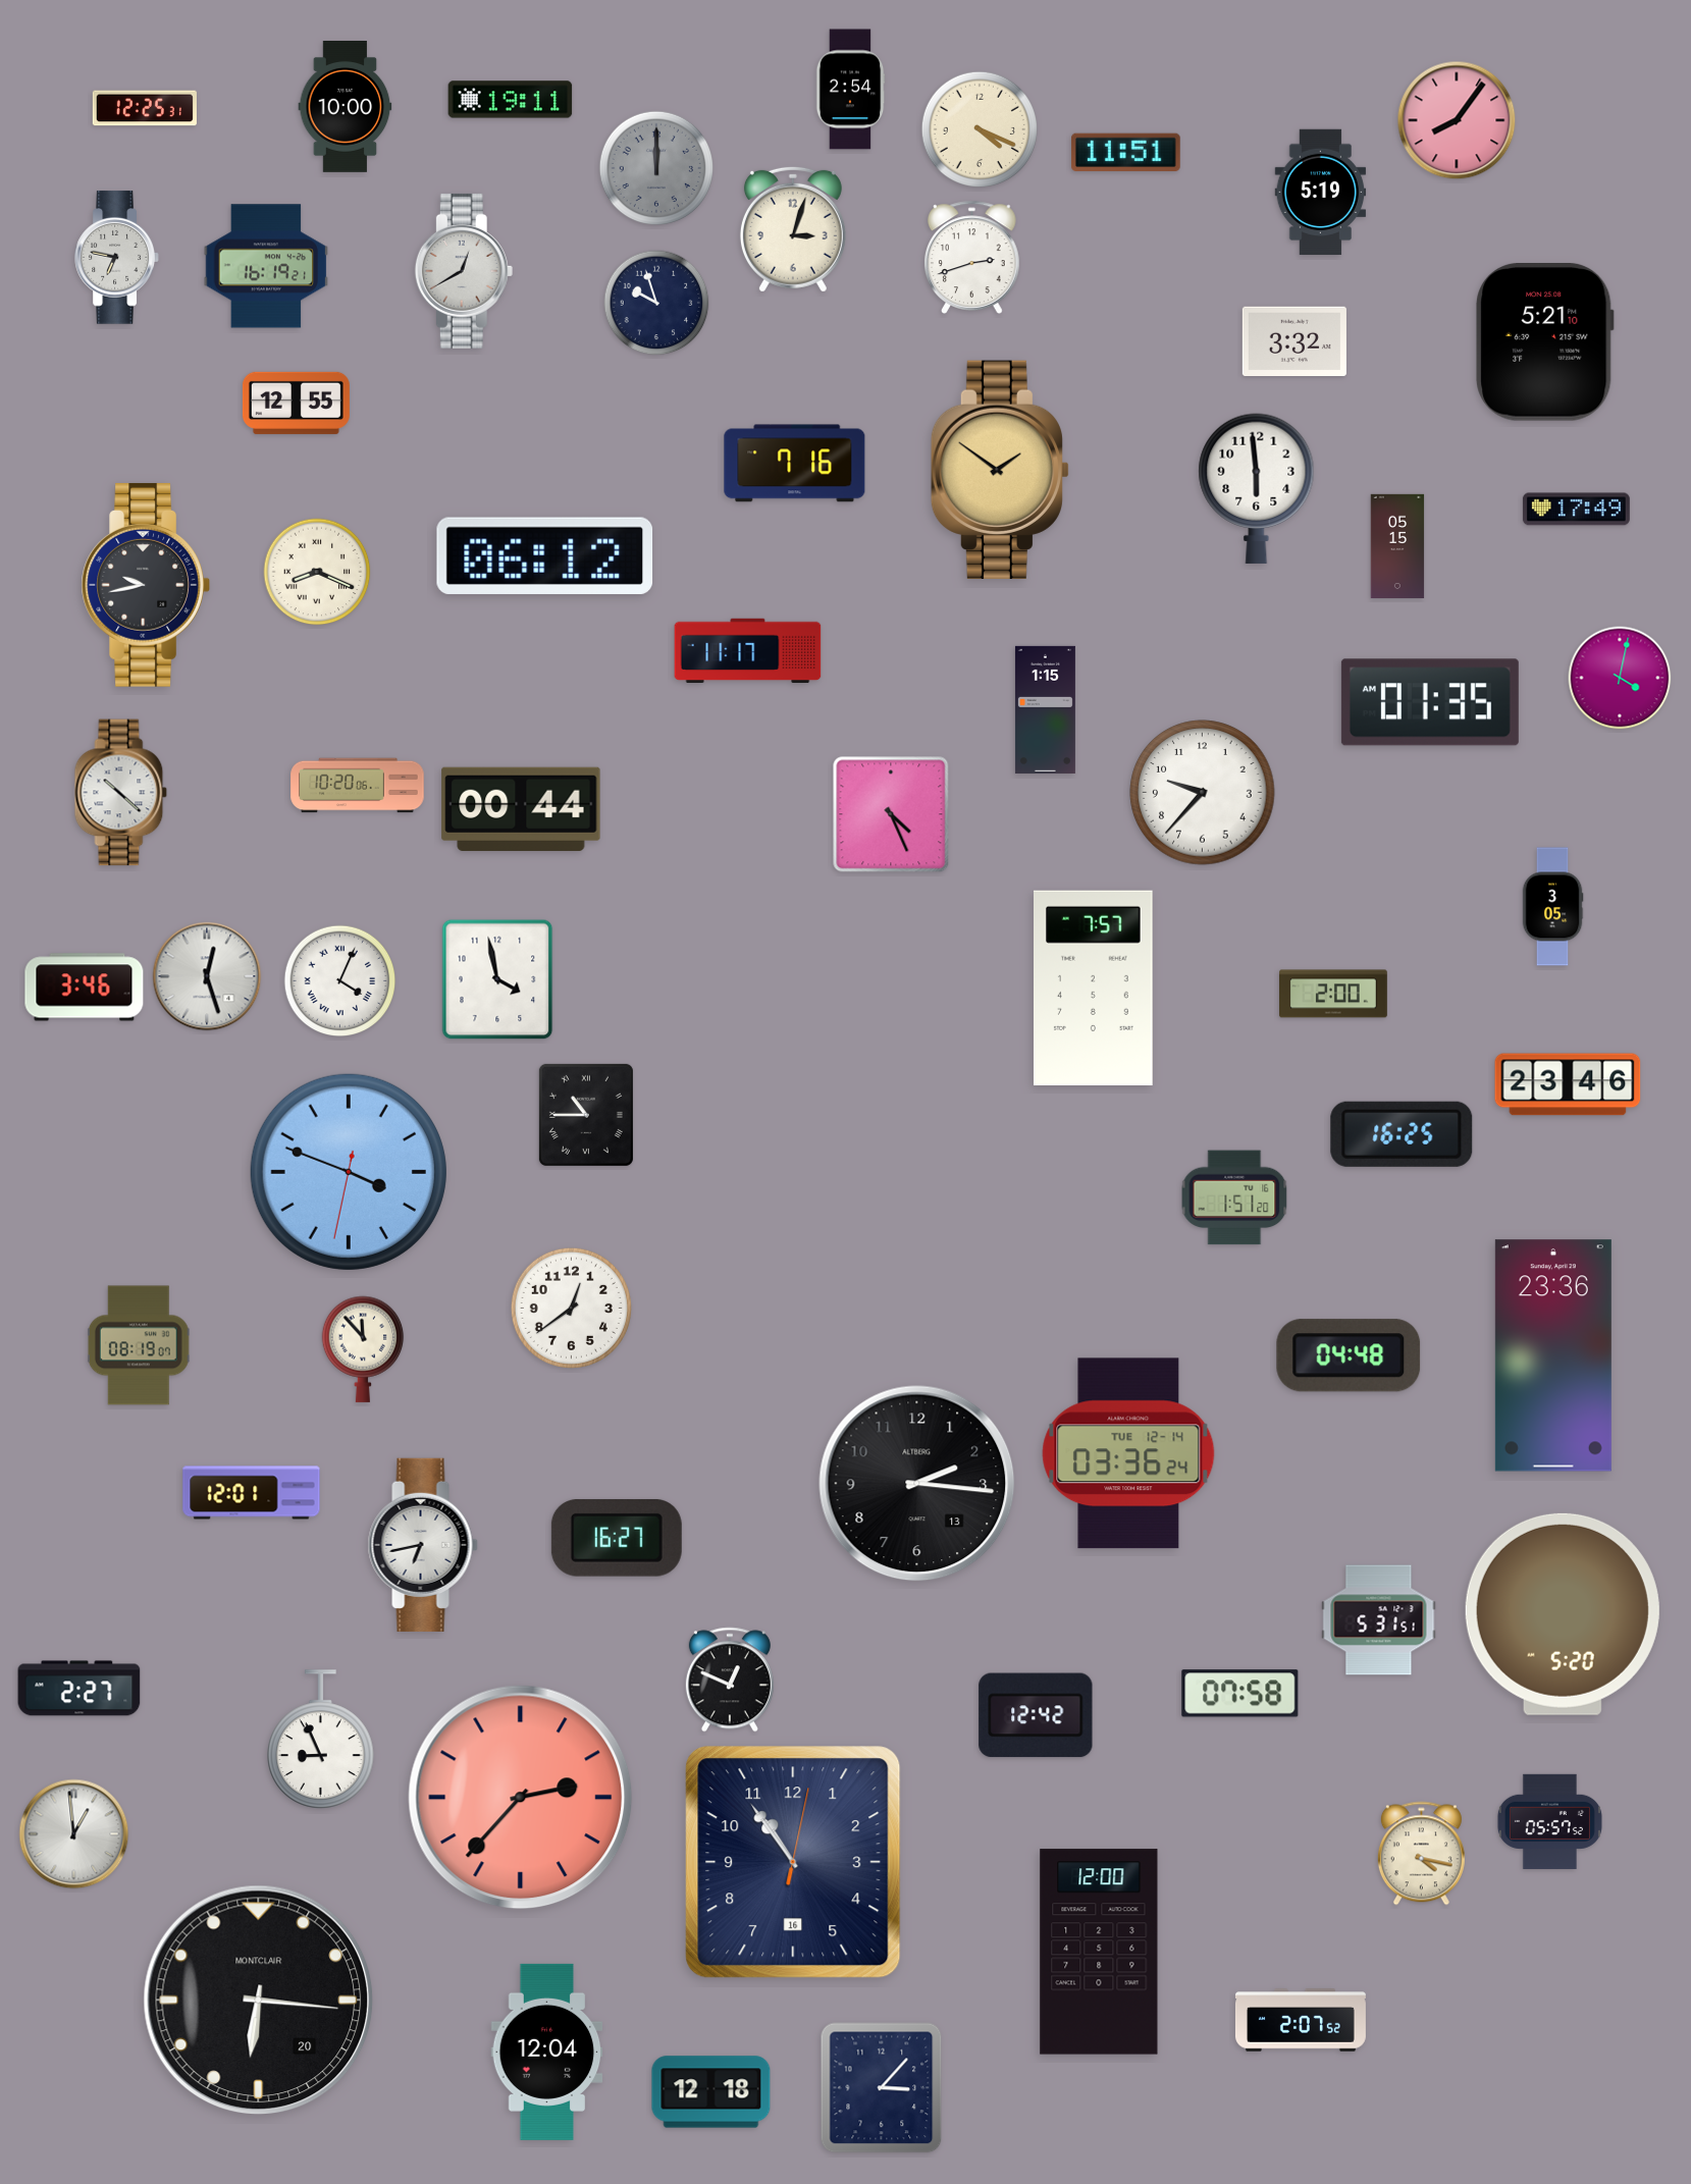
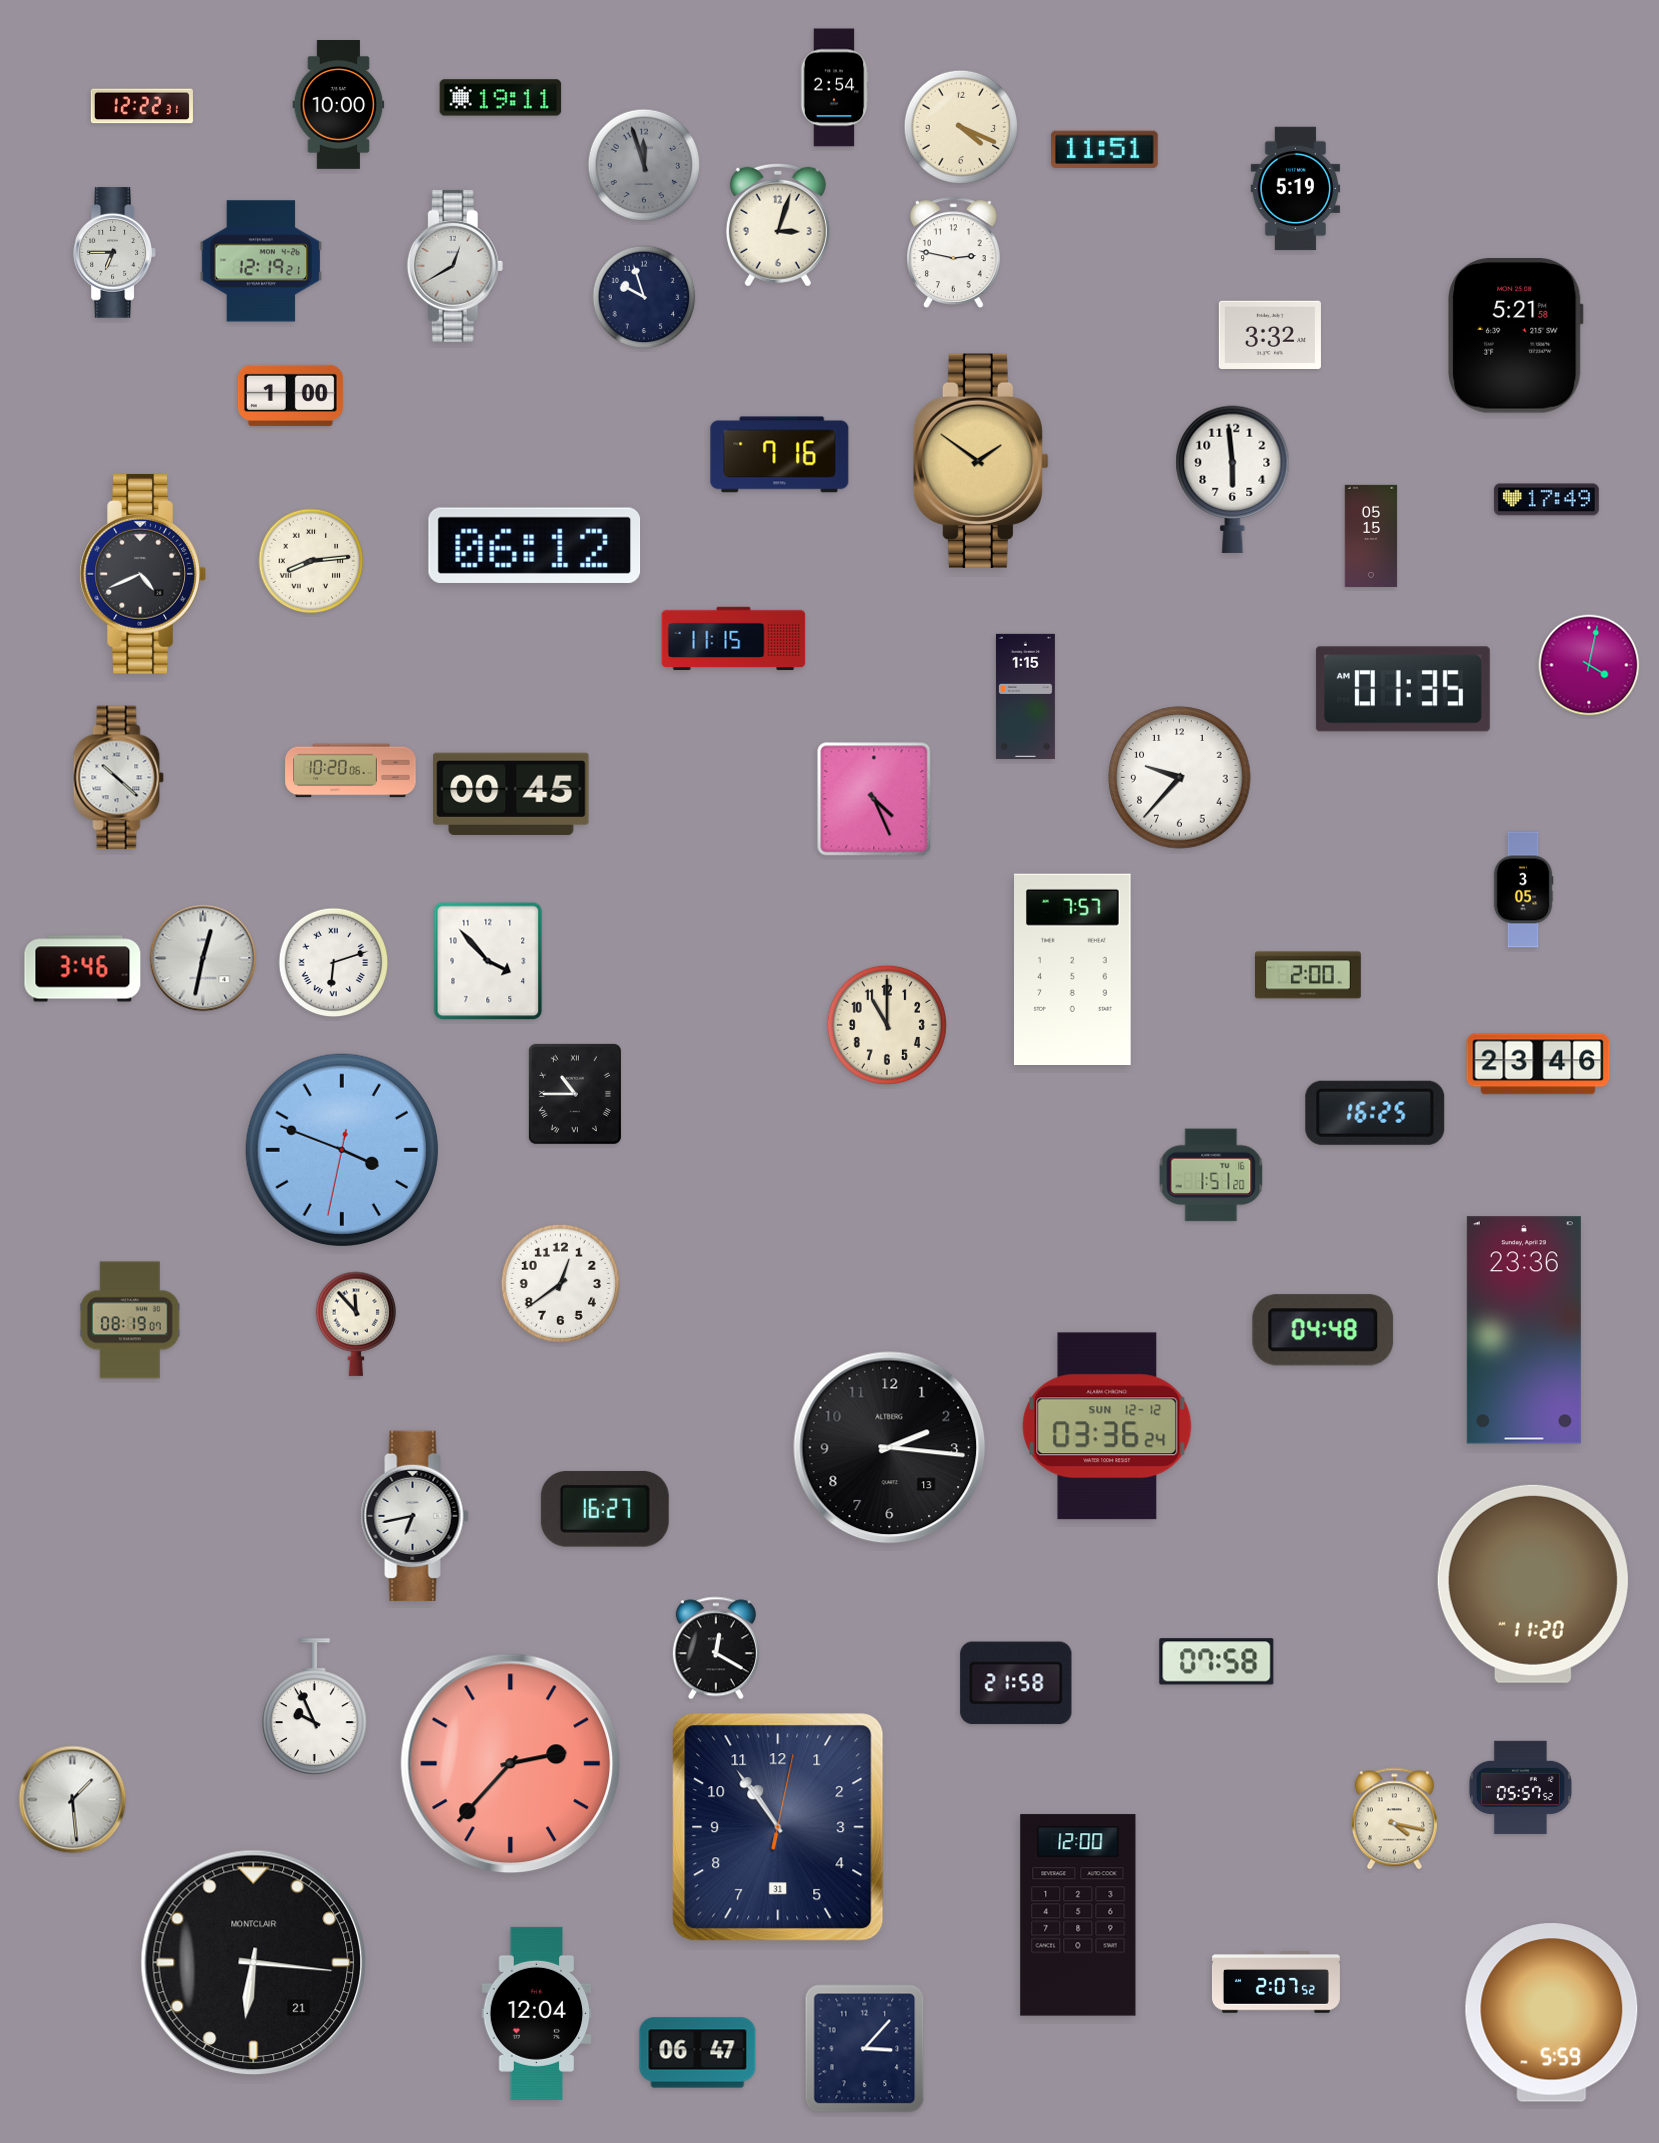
clock at (145, 108): 12:25 -> 12:22
clock at (1457, 120): 8:06 -> none
clock at (655, 167): 12:00 -> 11:57
clock at (972, 257): 2:42 -> 2:47
clock at (117, 258): 6:47 -> 6:45
clock at (266, 266): 16:19 -> 12:19
clock at (1545, 342): 5:21:10 -> 5:21:58
clock at (296, 403): 12:55 -> 1:00
clock at (317, 572): 8:19 -> 8:14
clock at (146, 585): 9:43 -> 4:41
clock at (748, 651): 11:17 -> 11:15
clock at (521, 809): 00:44 -> 00:45
clock at (207, 976): 12:27 -> 12:32
clock at (497, 979): 3:58 -> 3:53
clock at (340, 981): 4:04 -> 6:12
clock at (887, 1025): none -> 11:00
clock at (139, 1345) position: (139, 1345) -> (130, 1320)
clock at (1128, 1453) date: TUE 12-14 -> SUN 12-12
clock at (917, 1484) position: (917, 1484) -> (890, 1448)
clock at (252, 1493): 12:01 -> none
clock at (1563, 1614): 5:20 -> 11:20
clock at (1379, 1620): 5:31 -> none
clock at (730, 1680): 12:49 -> 12:20
clock at (80, 1689): 2:27 -> none
clock at (1036, 1715): 12:42 -> 21:58
clock at (321, 1740): 8:56 -> 9:56
clock at (74, 1834): 12:59 -> 1:29
clock at (793, 1862) date: 16 -> 31
clock at (259, 2001) date: 20 -> 21
clock at (1552, 2013): none -> 5:59
clock at (711, 2092): 12:18 -> 06:47
